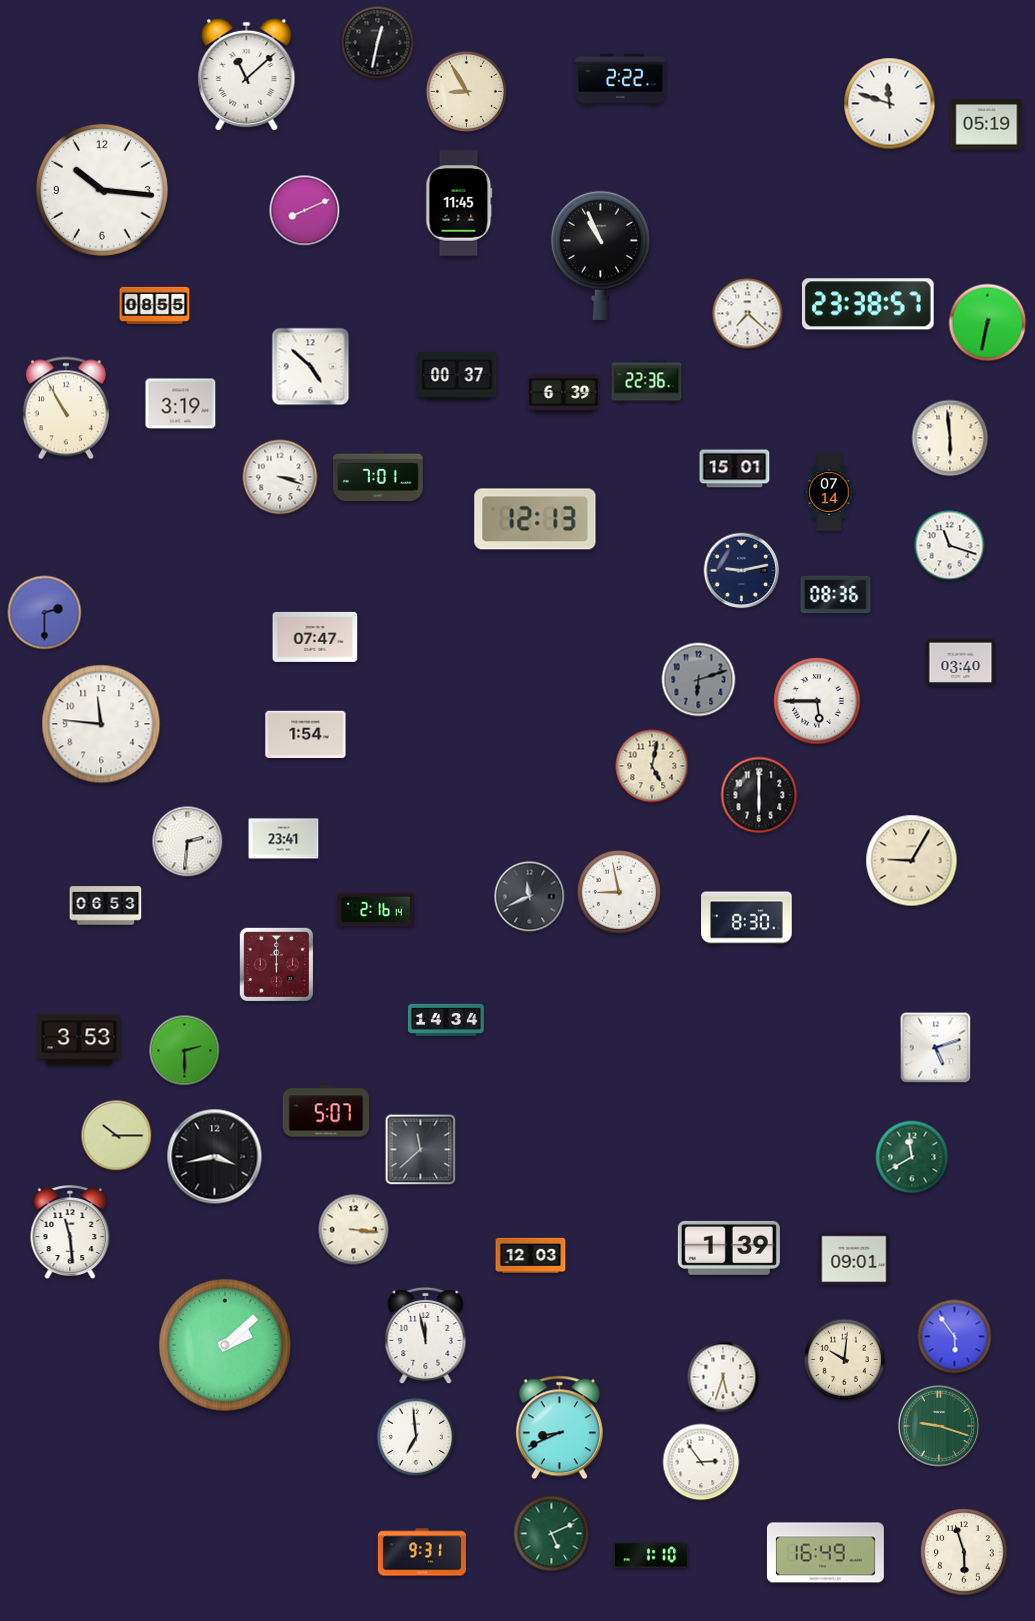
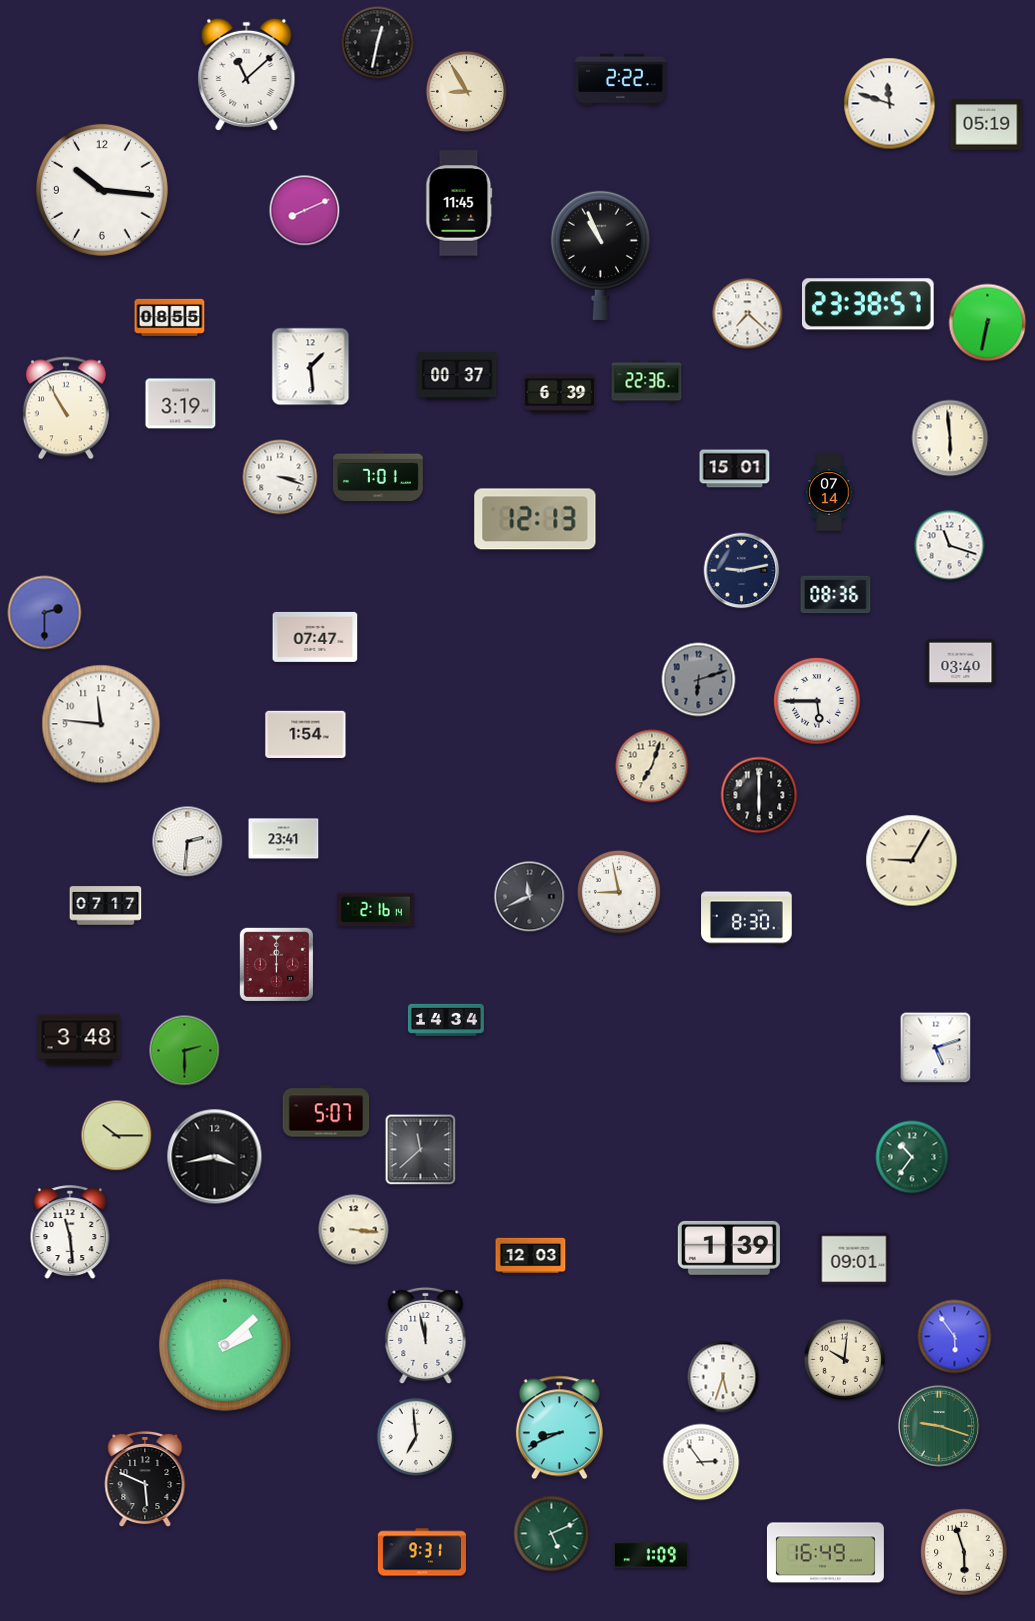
clock at (155, 305) position: (155, 305) -> (170, 317)
clock at (311, 367): 4:52 -> 1:29
clock at (564, 393) position: (564, 393) -> (560, 393)
clock at (652, 766): 5:02 -> 7:03
clock at (106, 906): 06:53 -> 07:17
clock at (79, 1040): 3:53 -> 3:48
clock at (912, 1157): 11:40 -> 10:36
clock at (145, 1479): none -> 5:49
clock at (650, 1555): 1:10 -> 1:09
